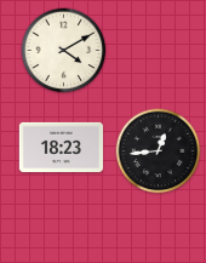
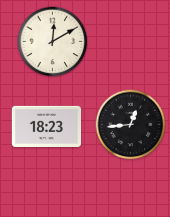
clock at (64, 51): 4:10 -> 12:10
clock at (61, 147) position: (61, 147) -> (46, 126)
